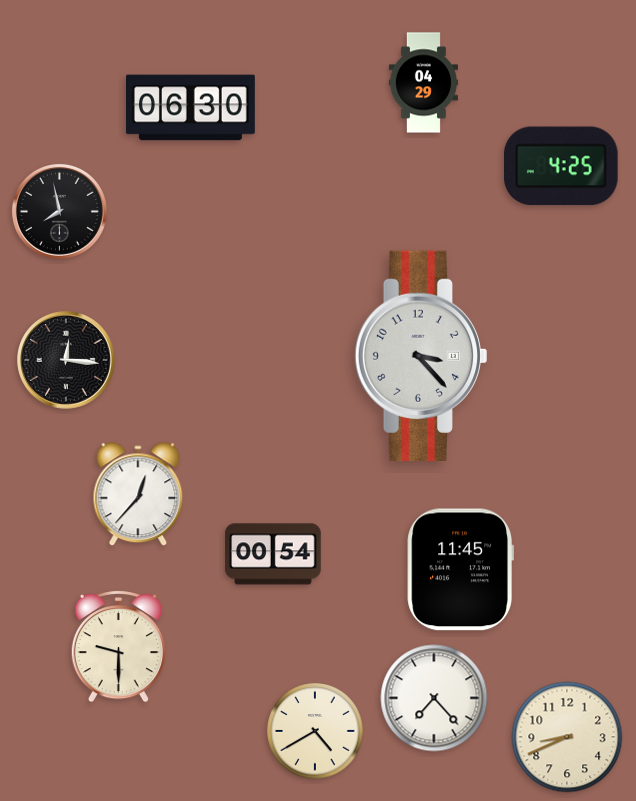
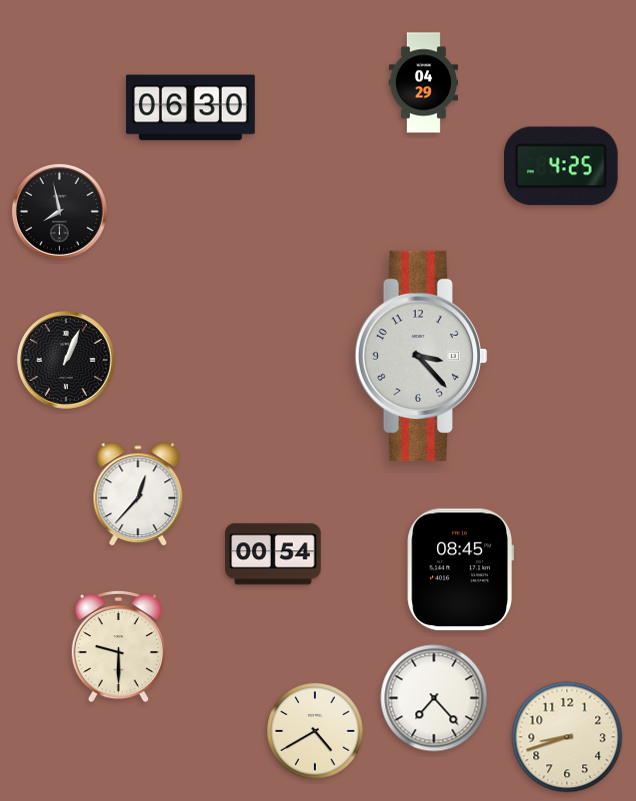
clock at (67, 361): 12:16 -> 1:04
clock at (460, 570): 11:45 -> 08:45
clock at (567, 737): 8:41 -> 8:42
